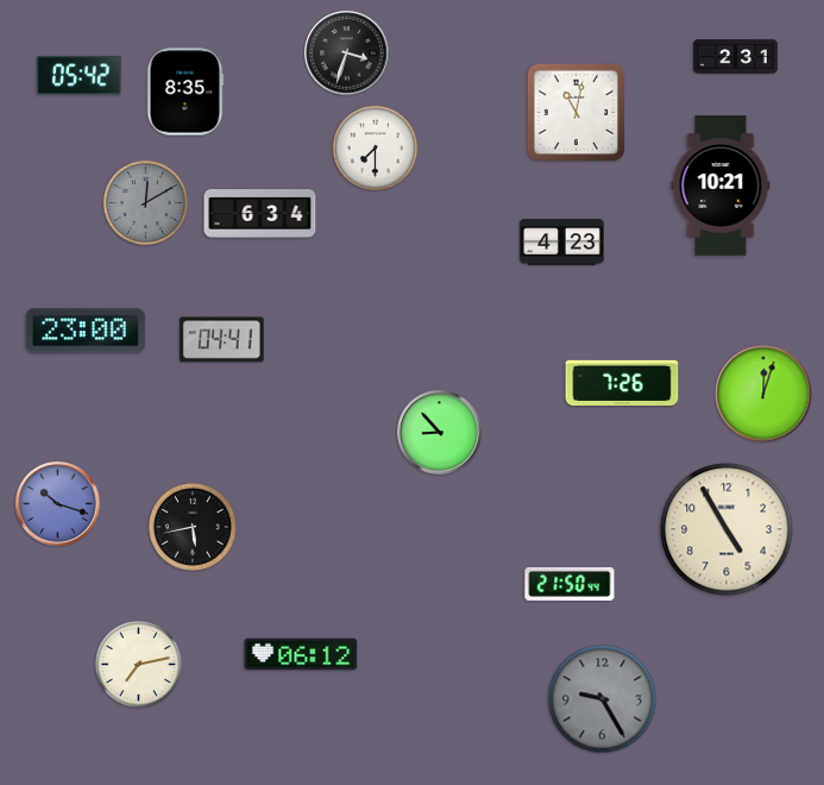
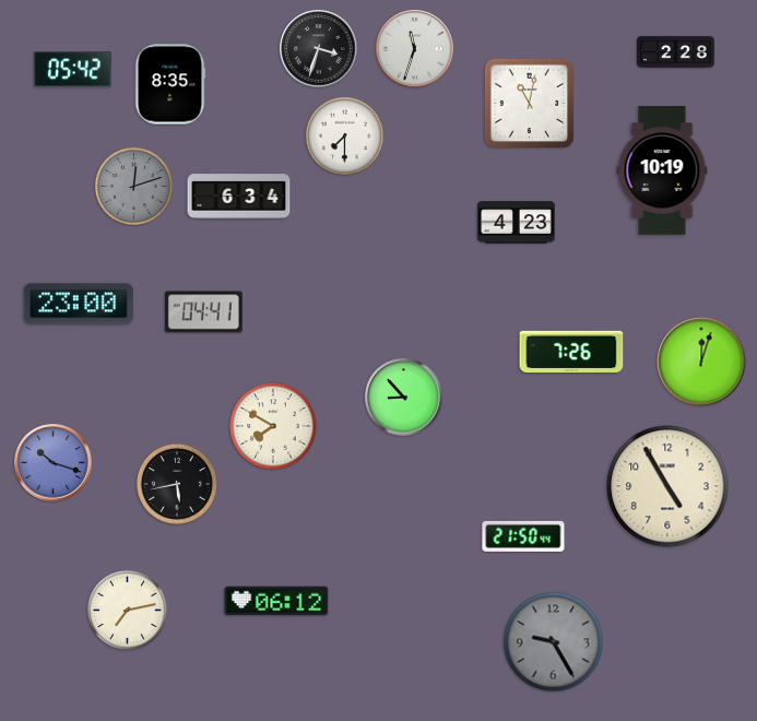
clock at (415, 49): none -> 11:33
clock at (736, 57): 2:31 -> 2:28
clock at (721, 186): 10:21 -> 10:19
clock at (145, 202): 12:10 -> 12:12
clock at (273, 426): none -> 7:50
